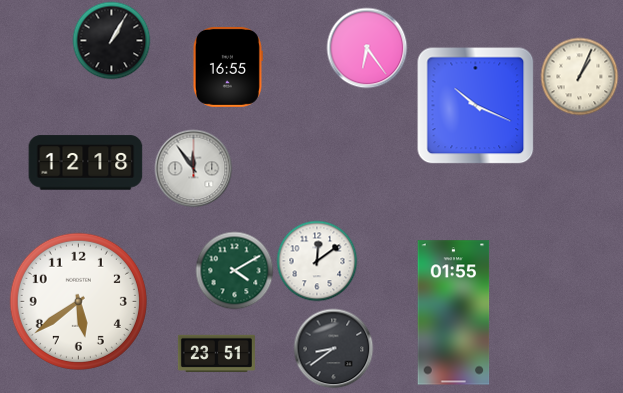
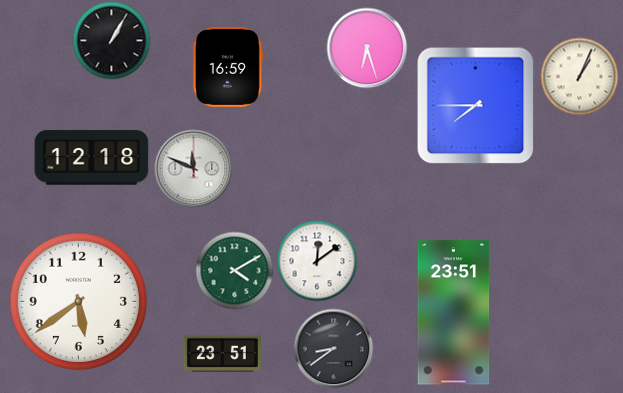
clock at (367, 48): 6:24 -> 6:27
clock at (228, 67): 16:55 -> 16:59
clock at (476, 106): 10:19 -> 7:45
clock at (86, 163) position: (86, 163) -> (92, 158)
clock at (193, 168): 11:54 -> 11:49
clock at (454, 313): 01:55 -> 23:51
clock at (216, 353) position: (216, 353) -> (222, 353)
